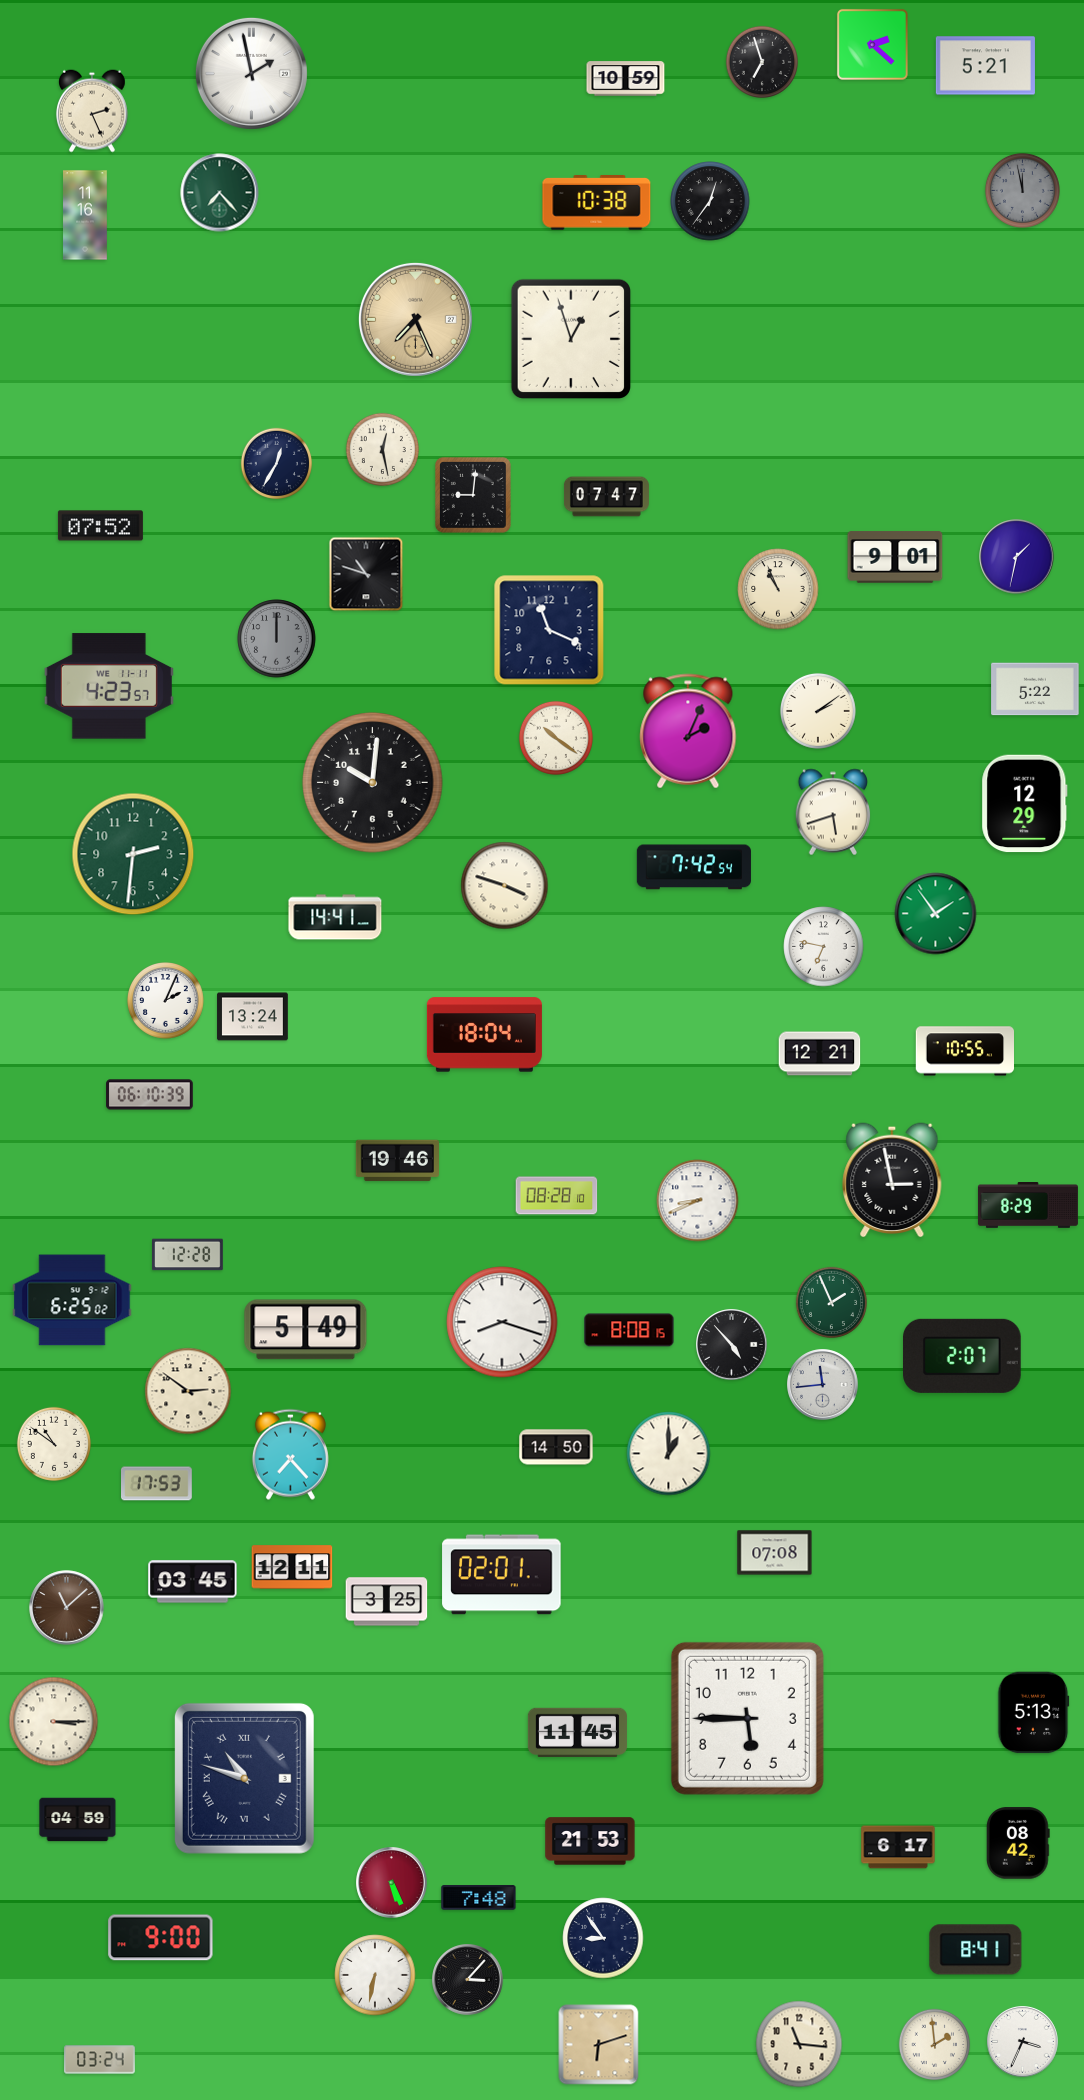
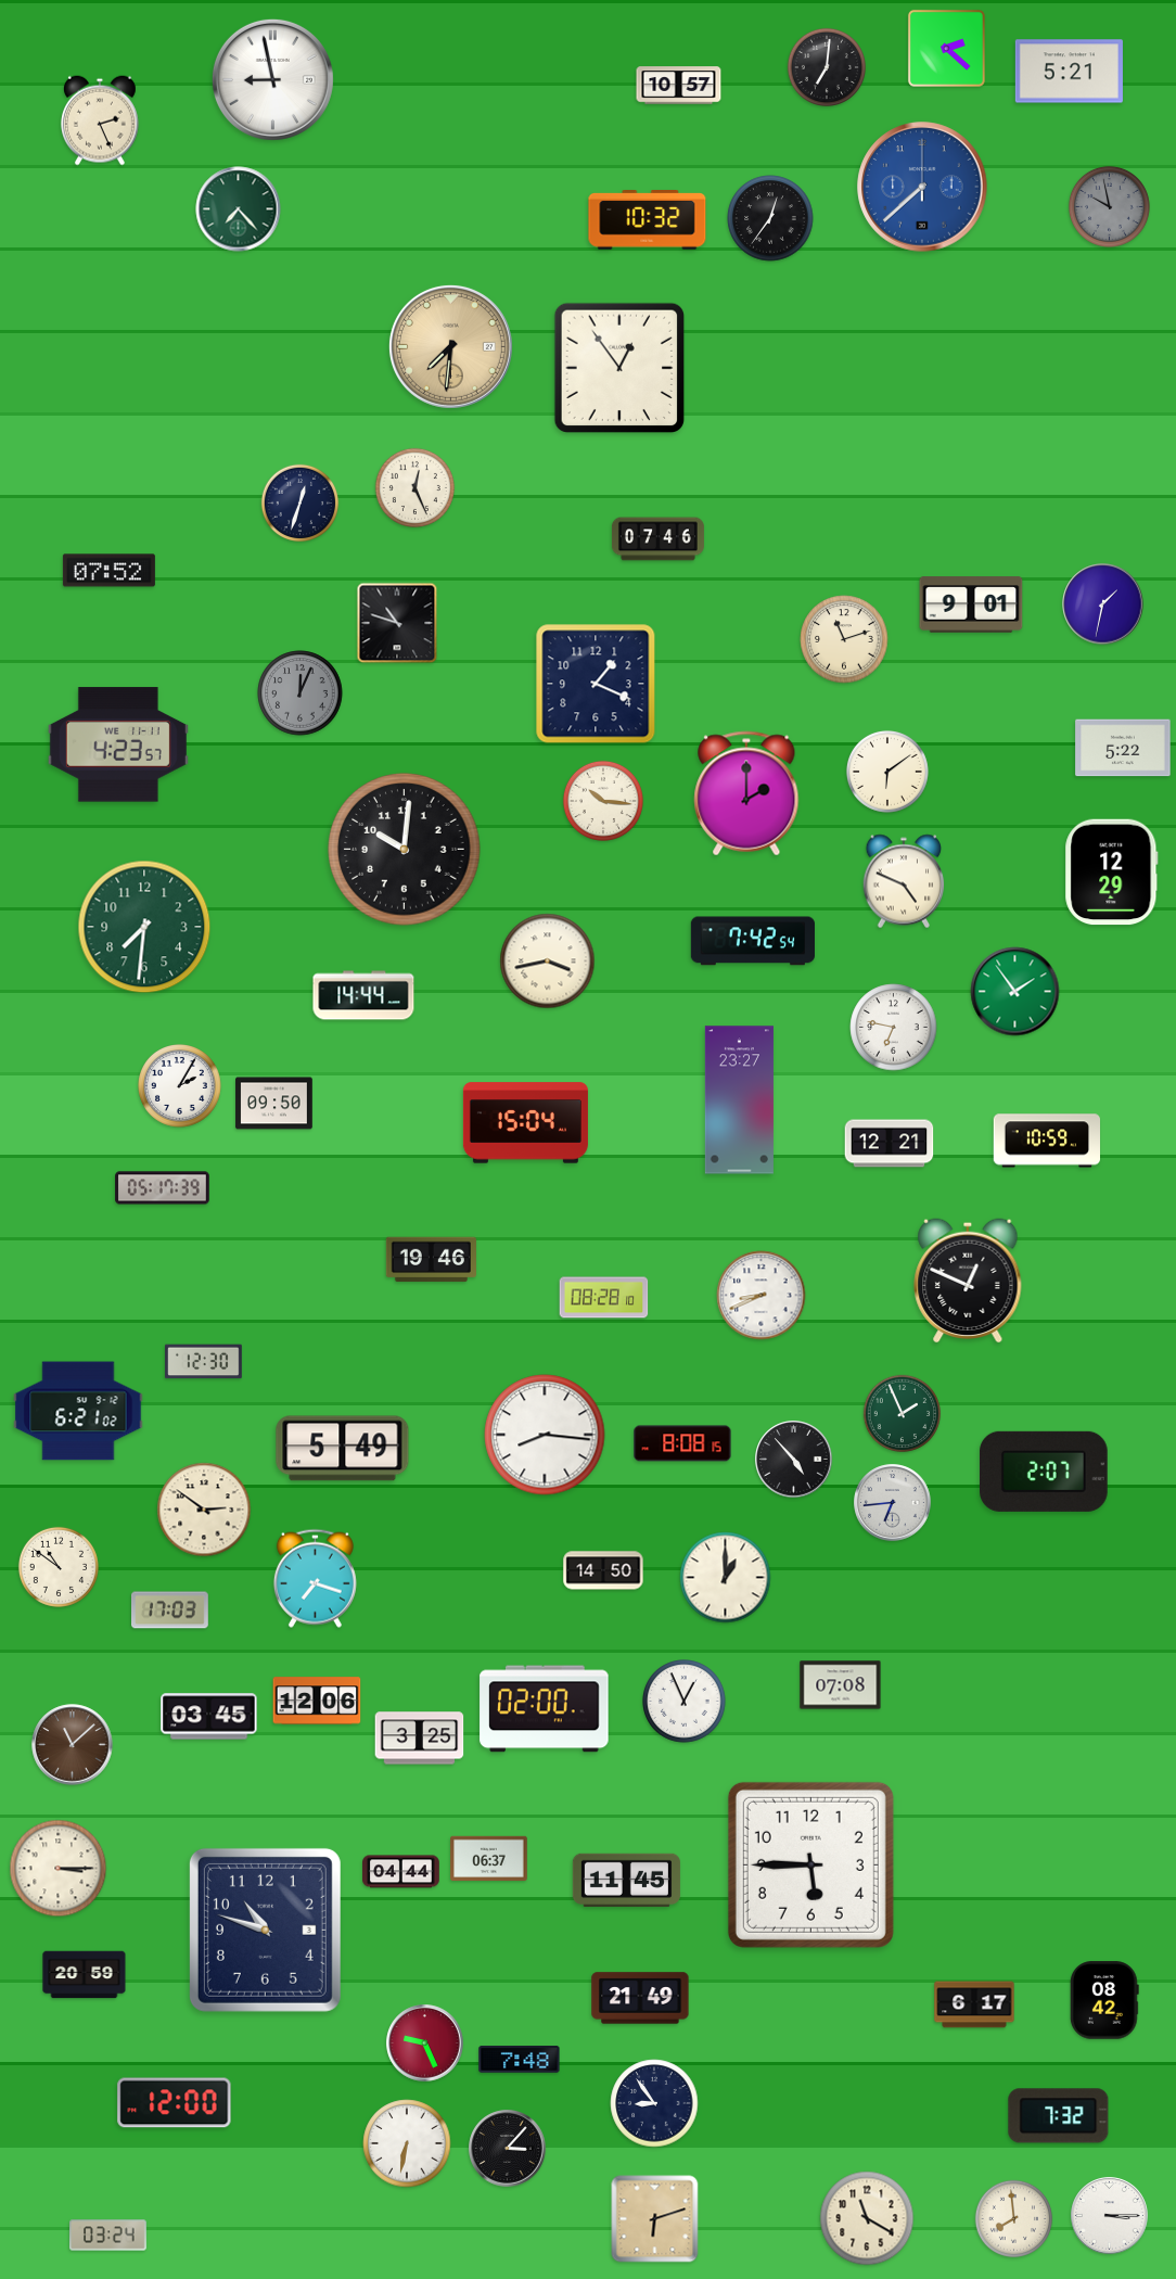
clock at (761, 61): 6:57 -> 7:01
clock at (251, 73): 1:58 -> 8:58
clock at (626, 79): 10:59 -> 10:57
clock at (922, 187): none -> 7:38
clock at (1022, 190): 11:58 -> 9:58
clock at (597, 203): 10:38 -> 10:32
clock at (85, 215): 11:16 -> none
clock at (415, 319): 7:26 -> 7:31
clock at (571, 339): 12:57 -> 12:54
clock at (382, 449): 12:28 -> 12:26
clock at (277, 464): 12:35 -> 12:33
clock at (474, 496): 9:01 -> none
clock at (606, 497): 07:47 -> 07:46
clock at (778, 589): 10:56 -> 11:12
clock at (549, 630): 11:19 -> 1:19
clock at (277, 639): 12:00 -> 12:04
clock at (818, 711): 2:09 -> 6:09
clock at (688, 731): 2:04 -> 2:00
clock at (556, 738): 10:21 -> 10:16
clock at (833, 812): 5:42 -> 4:49
clock at (133, 854): 2:31 -> 7:31
clock at (505, 886): 3:48 -> 3:43
clock at (335, 917): 14:41 -> 14:44
clock at (166, 1001): 2:04 -> 2:05
clock at (739, 1100): none -> 23:27
clock at (253, 1017): 13:24 -> 09:50
clock at (484, 1035): 18:04 -> 15:04
clock at (964, 1051): 10:55 -> 10:59
clock at (150, 1095): 06:10 -> 05:17
clock at (892, 1180): 2:58 -> 12:49
clock at (698, 1201) position: (698, 1201) -> (762, 1296)
clock at (1028, 1205): 8:29 -> none
clock at (188, 1255): 12:28 -> 12:30
clock at (72, 1300): 6:25 -> 6:21
clock at (502, 1322): 8:18 -> 8:16
clock at (306, 1330) position: (306, 1330) -> (343, 1449)
clock at (823, 1385): 11:44 -> 6:44
clock at (290, 1454): 7:23 -> 7:18
clock at (157, 1484): 17:53 -> 17:03
clock at (292, 1567): 12:11 -> 12:06
clock at (685, 1702): none -> 12:56
clock at (502, 1575): 02:01 -> 02:00
clock at (489, 1859): none -> 06:37
clock at (1034, 1713): 5:13 -> none
clock at (401, 1872): none -> 04:44
clock at (244, 1778) numerals: Roman -> Arabic
clock at (78, 1820): 04:59 -> 20:59
clock at (590, 1841): 21:53 -> 21:49
clock at (392, 1883): 5:26 -> 9:26
clock at (161, 1938): 9:00 -> 12:00
clock at (976, 1950): 8:41 -> 7:32
clock at (1023, 2042): 3:34 -> 3:15
clock at (799, 2044): 11:16 -> 11:20
clock at (599, 2045) position: (599, 2045) -> (655, 2219)
clock at (935, 2045): 1:59 -> 7:59
